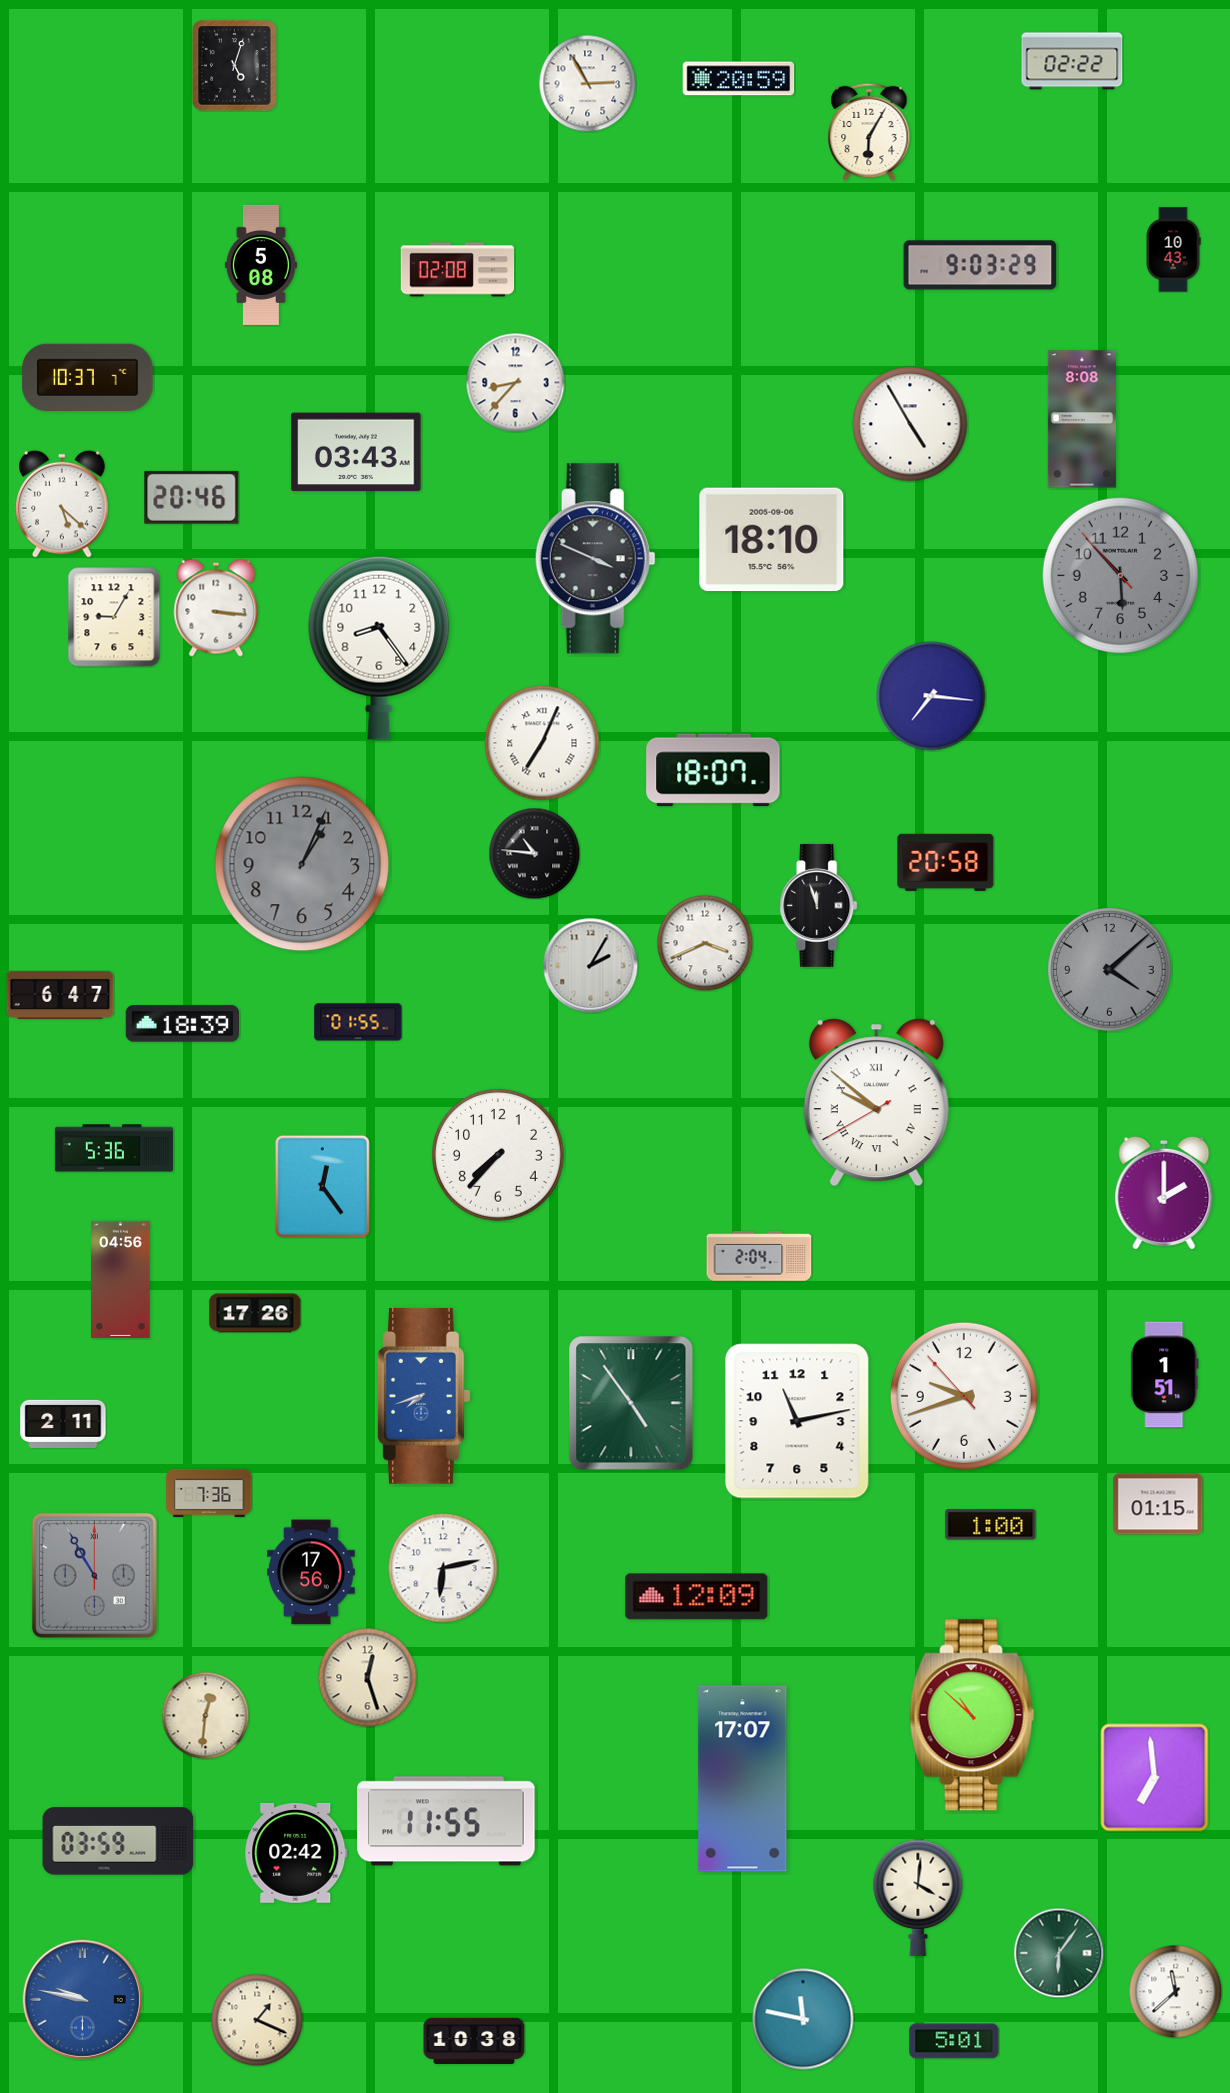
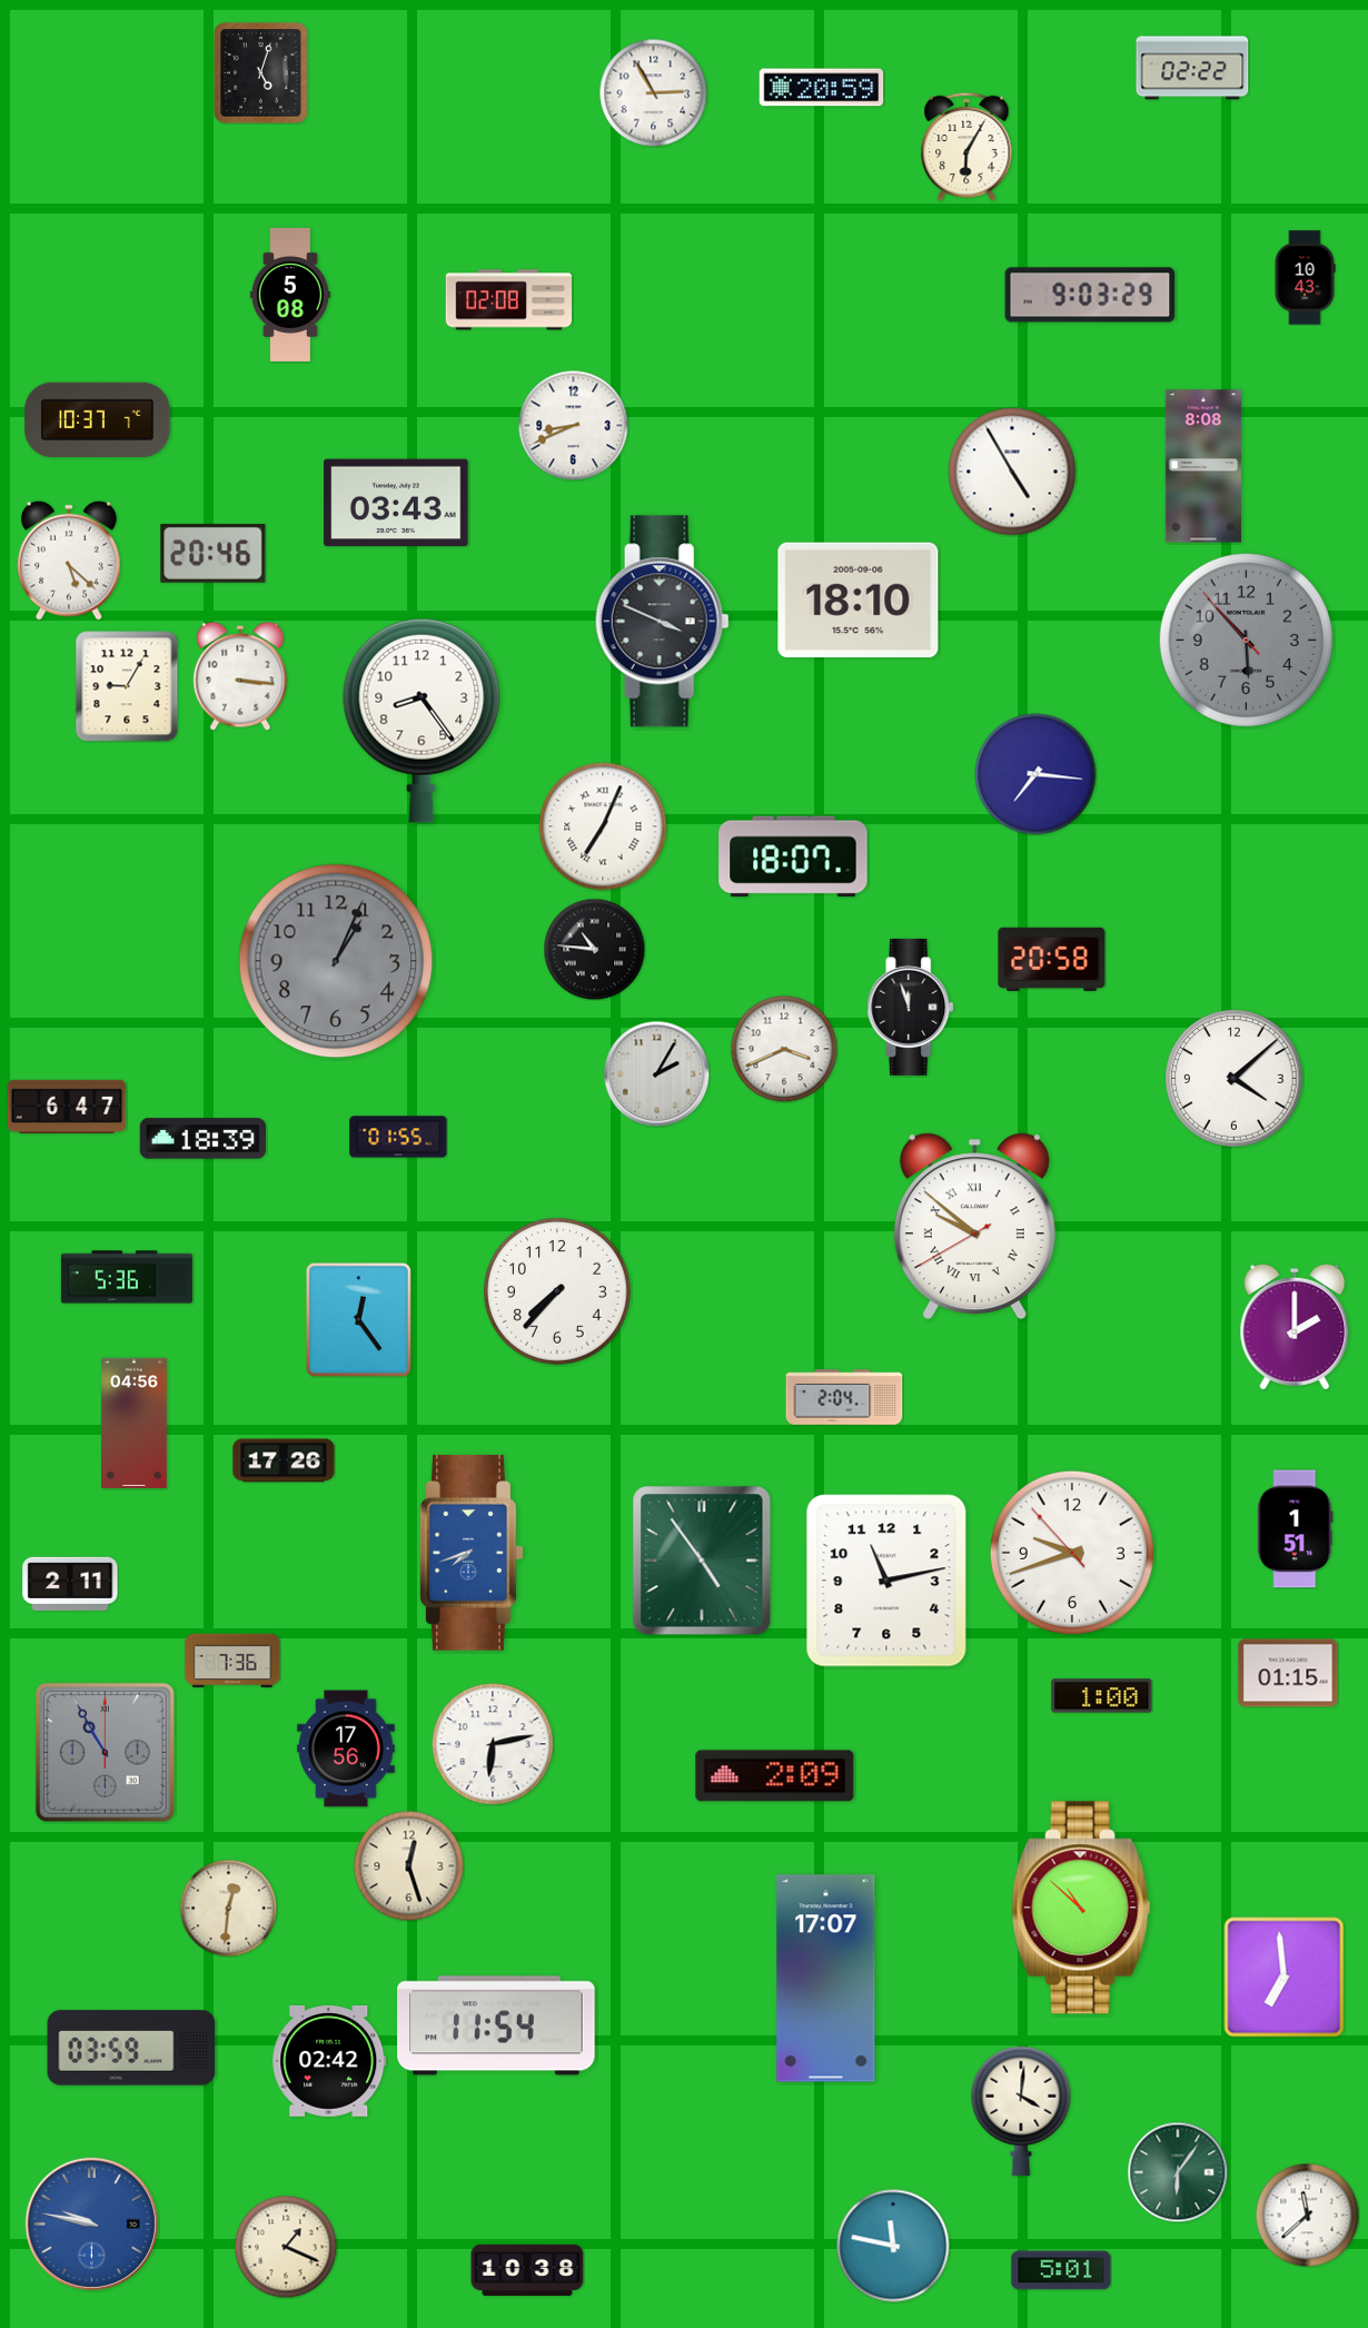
clock at (516, 383): 8:37 -> 8:41
clock at (1110, 970) dial: grey -> white
clock at (499, 1156) position: (499, 1156) -> (558, 1292)
clock at (697, 1597): 12:09 -> 2:09
clock at (446, 1821): 11:55 -> 11:54
